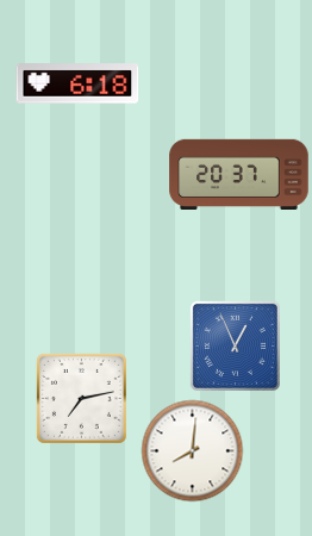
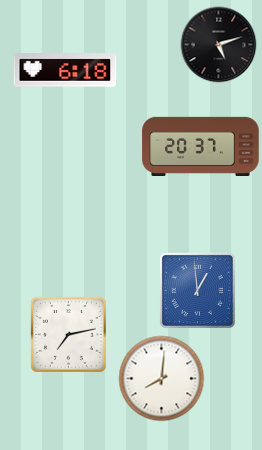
clock at (219, 45): none -> 5:12
clock at (235, 345): 12:56 -> 12:59
